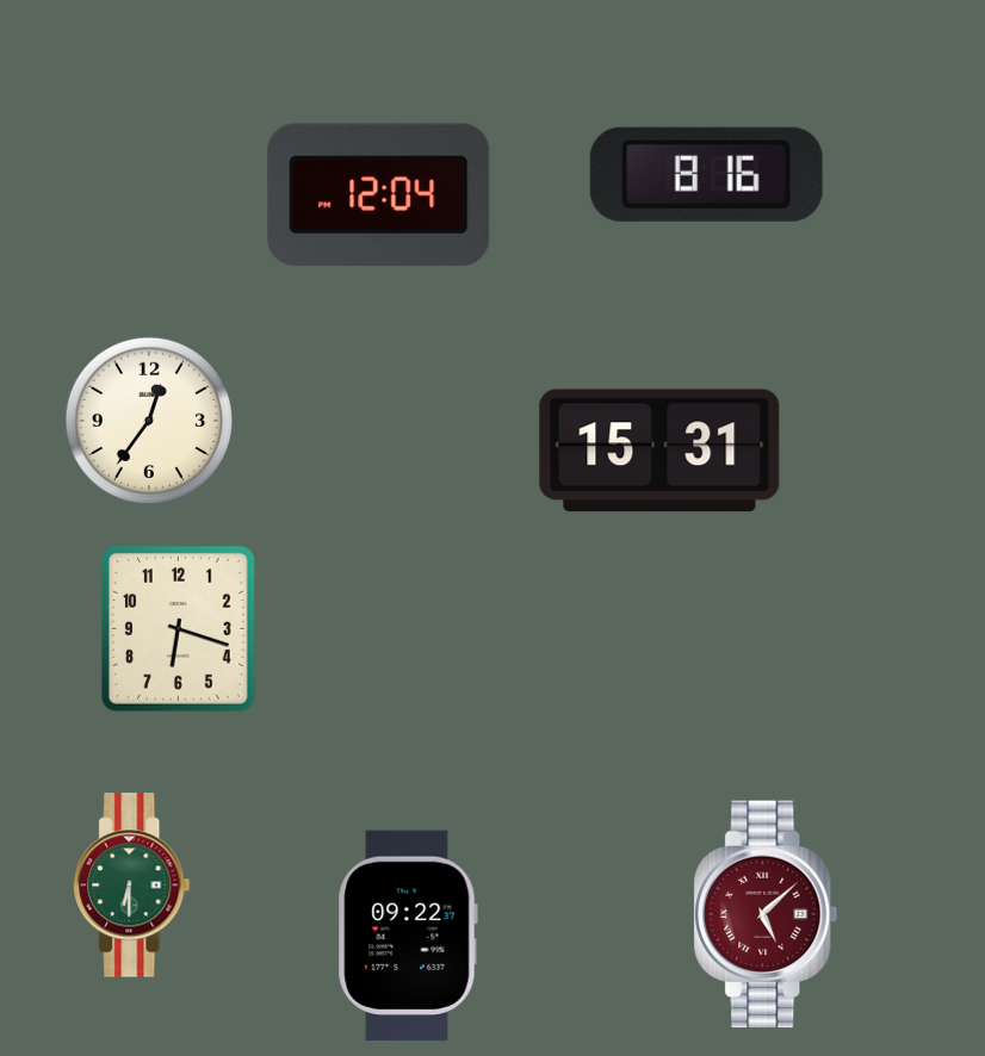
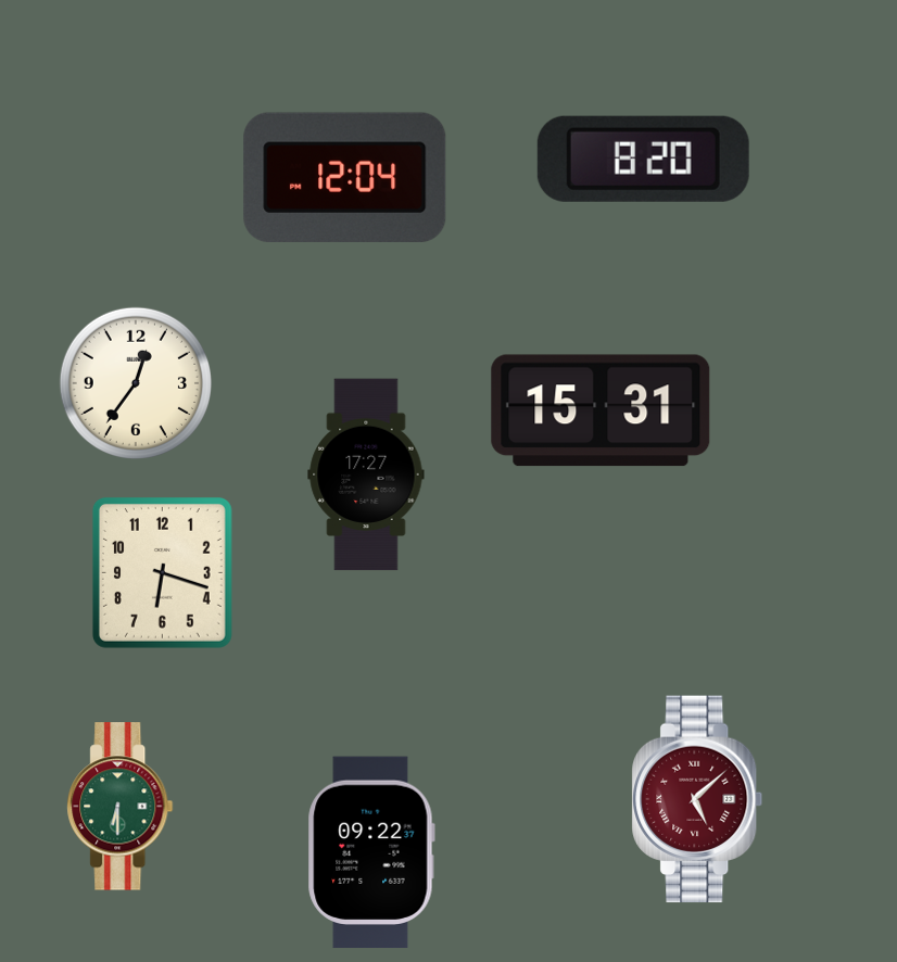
clock at (706, 174): 8:16 -> 8:20
clock at (366, 474): none -> 17:27
clock at (766, 914) position: (766, 914) -> (697, 799)
